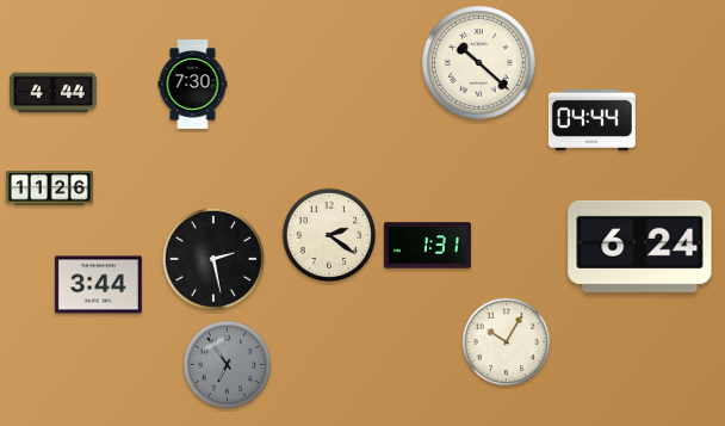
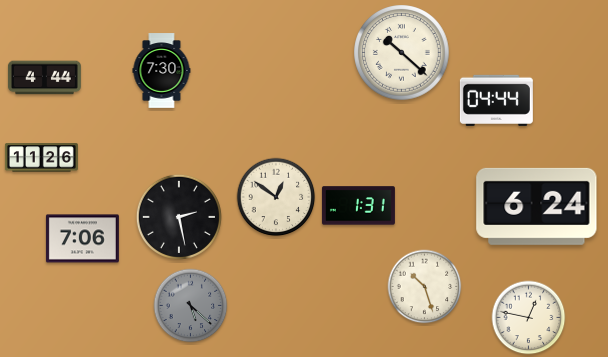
clock at (329, 235): 2:21 -> 12:51
clock at (98, 285): 3:44 -> 7:06
clock at (507, 342): 10:05 -> 10:27
clock at (228, 365): 6:54 -> 5:22
clock at (529, 318): none -> 12:47
